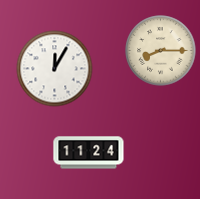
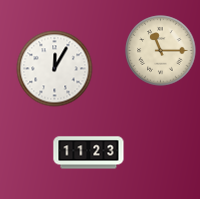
clock at (161, 51): 8:15 -> 11:15
clock at (89, 153): 11:24 -> 11:23
